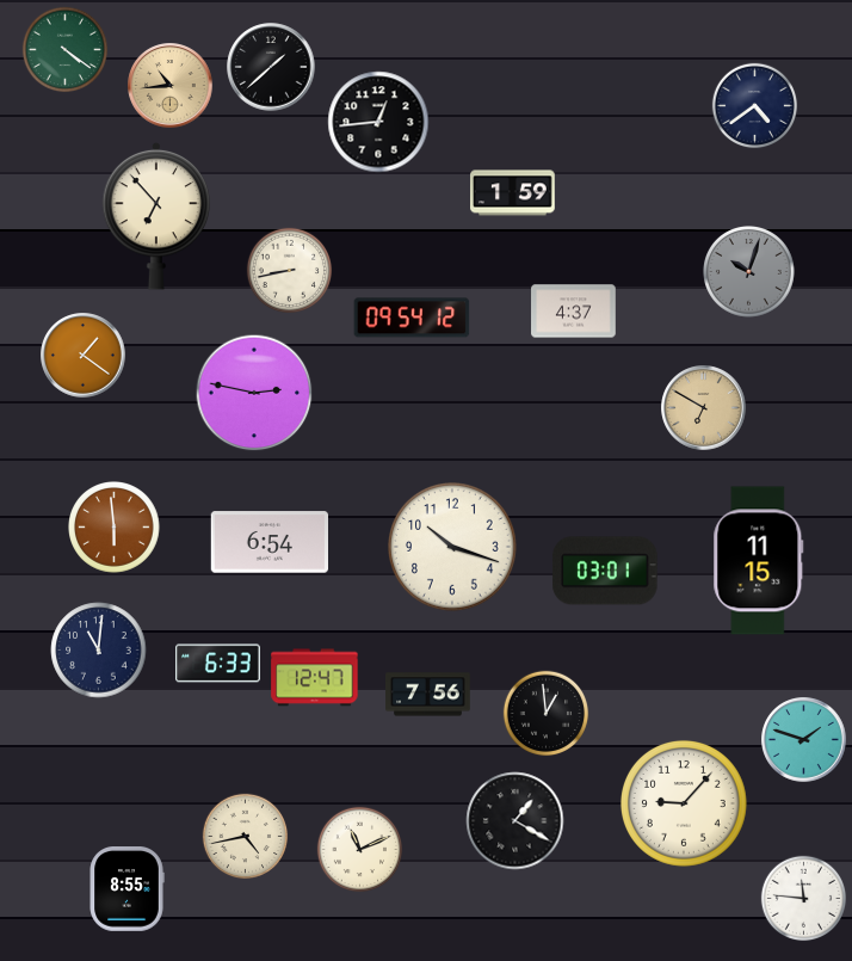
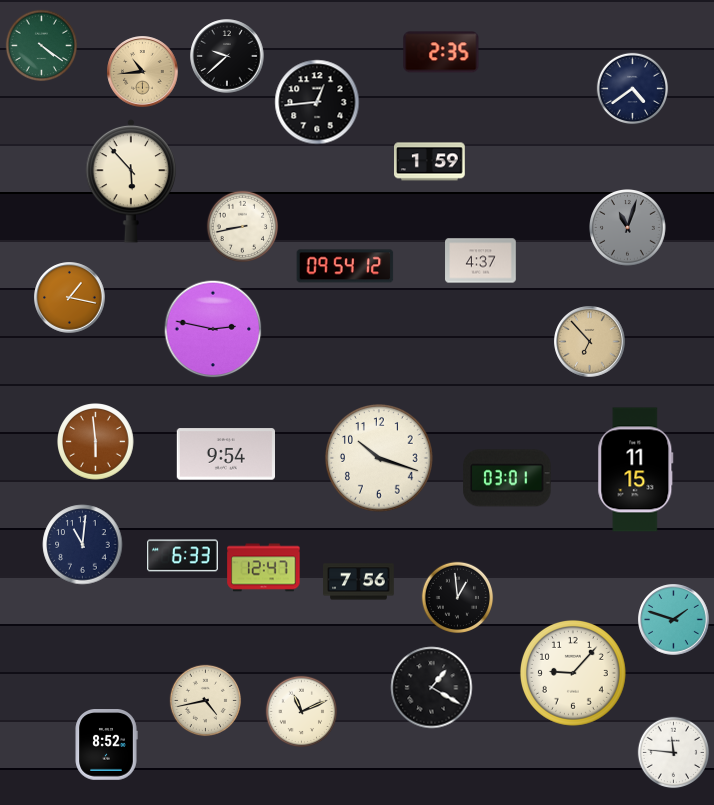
clock at (66, 50) position: (66, 50) -> (42, 46)
clock at (441, 52): none -> 2:35
clock at (271, 67): 1:38 -> 9:38
clock at (156, 216): 6:53 -> 5:53
clock at (749, 272): 10:03 -> 11:03
clock at (84, 356): 1:21 -> 1:17
clock at (704, 408): 6:50 -> 6:53
clock at (268, 542): 6:54 -> 9:54
clock at (126, 889): 8:55 -> 8:52
